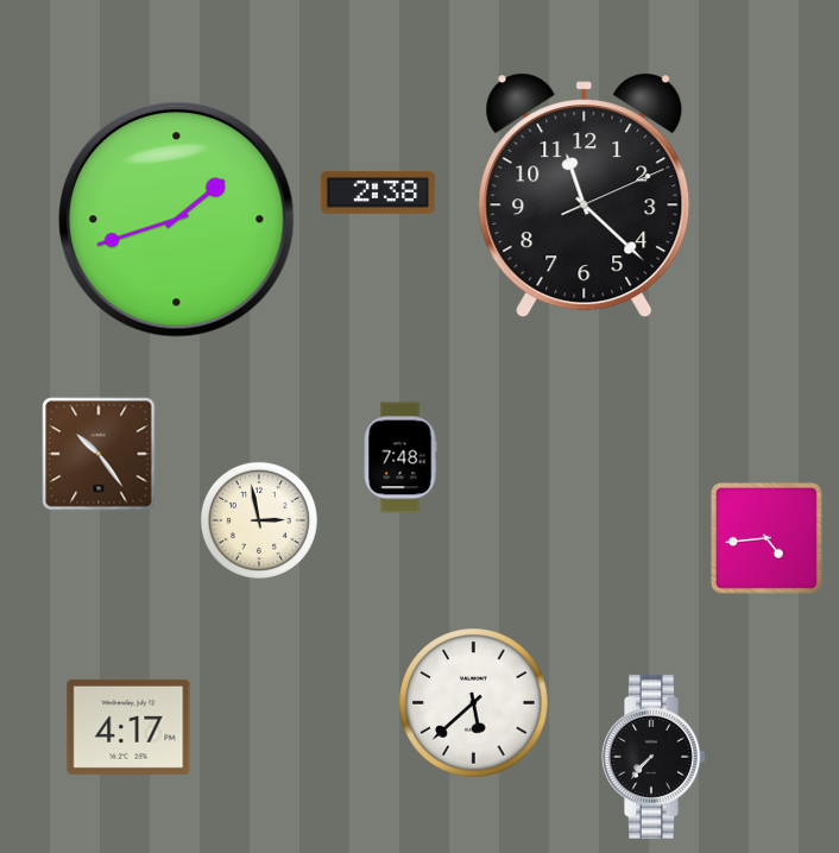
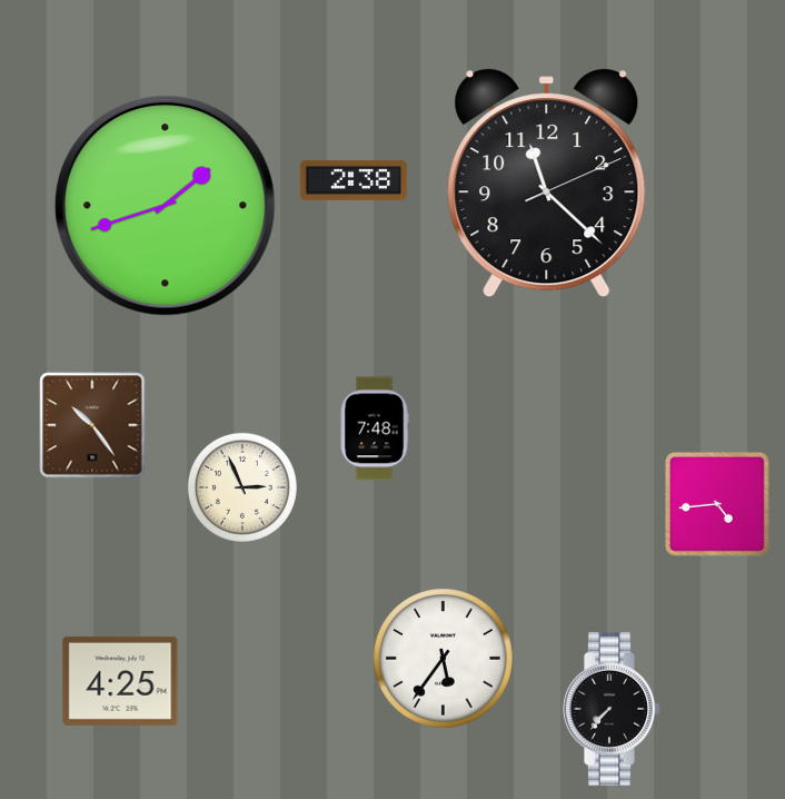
clock at (259, 520): 2:58 -> 2:56
clock at (474, 703): 5:38 -> 5:36
clock at (128, 727): 4:17 -> 4:25
